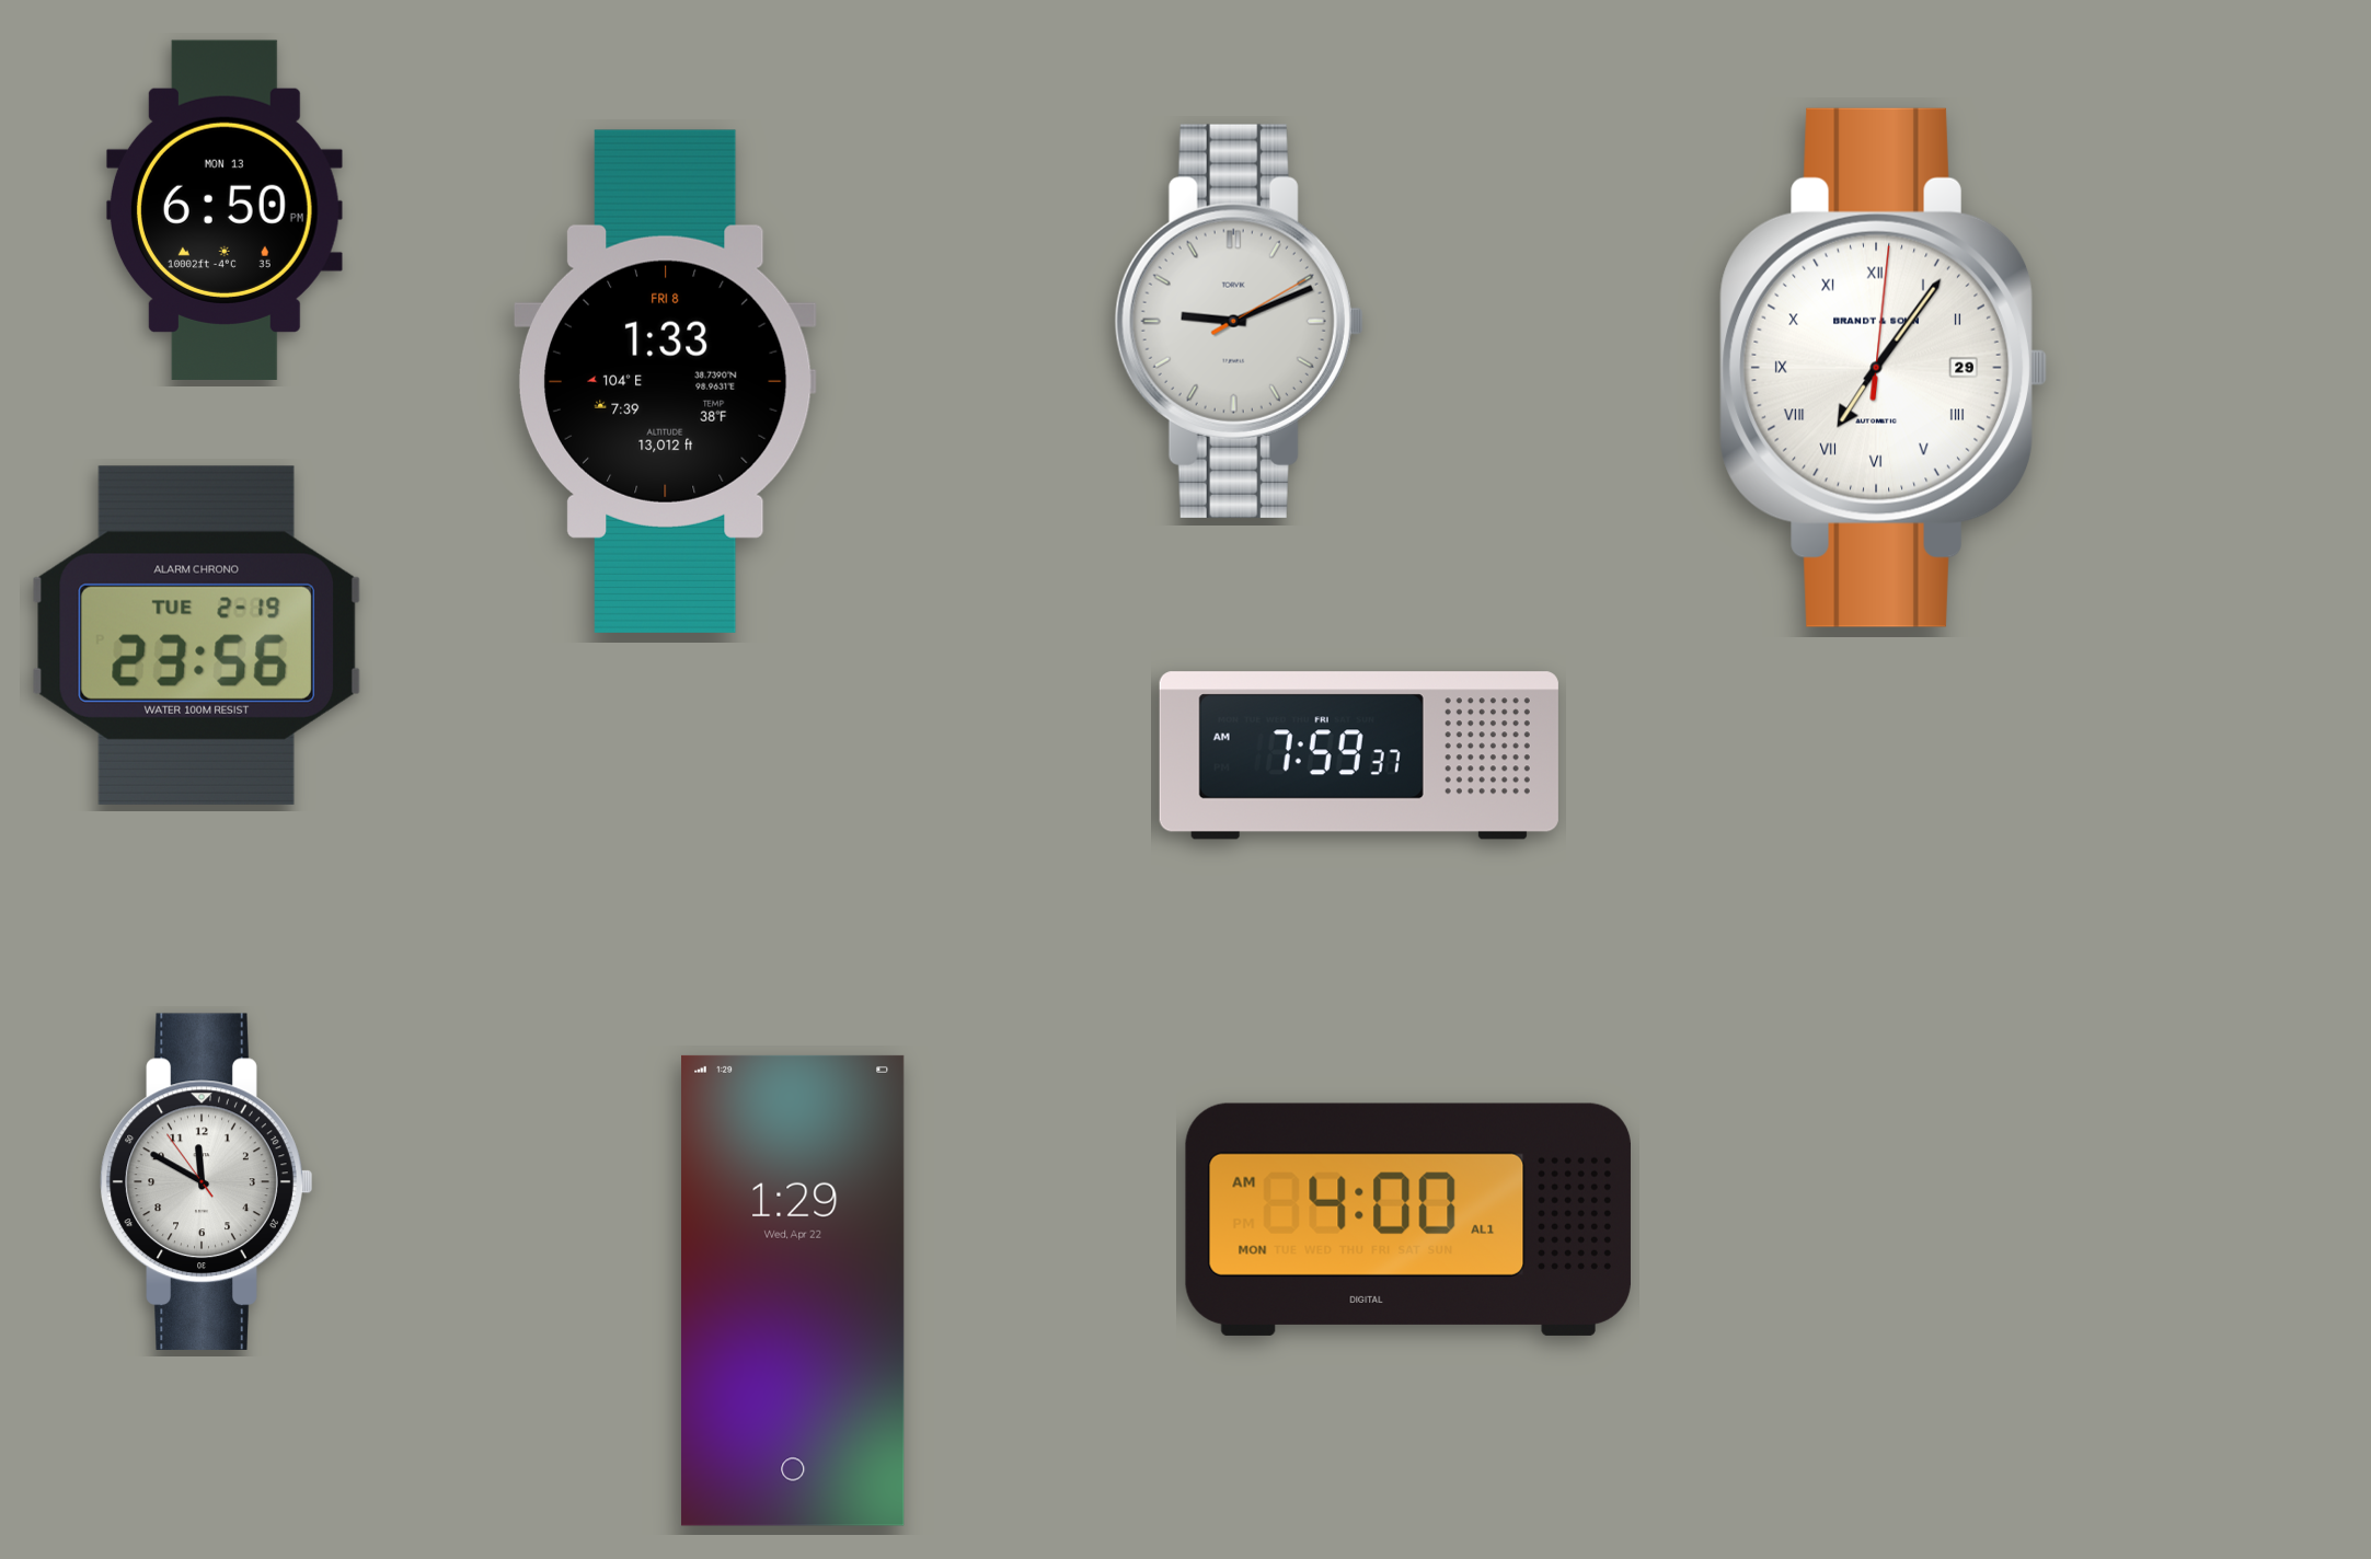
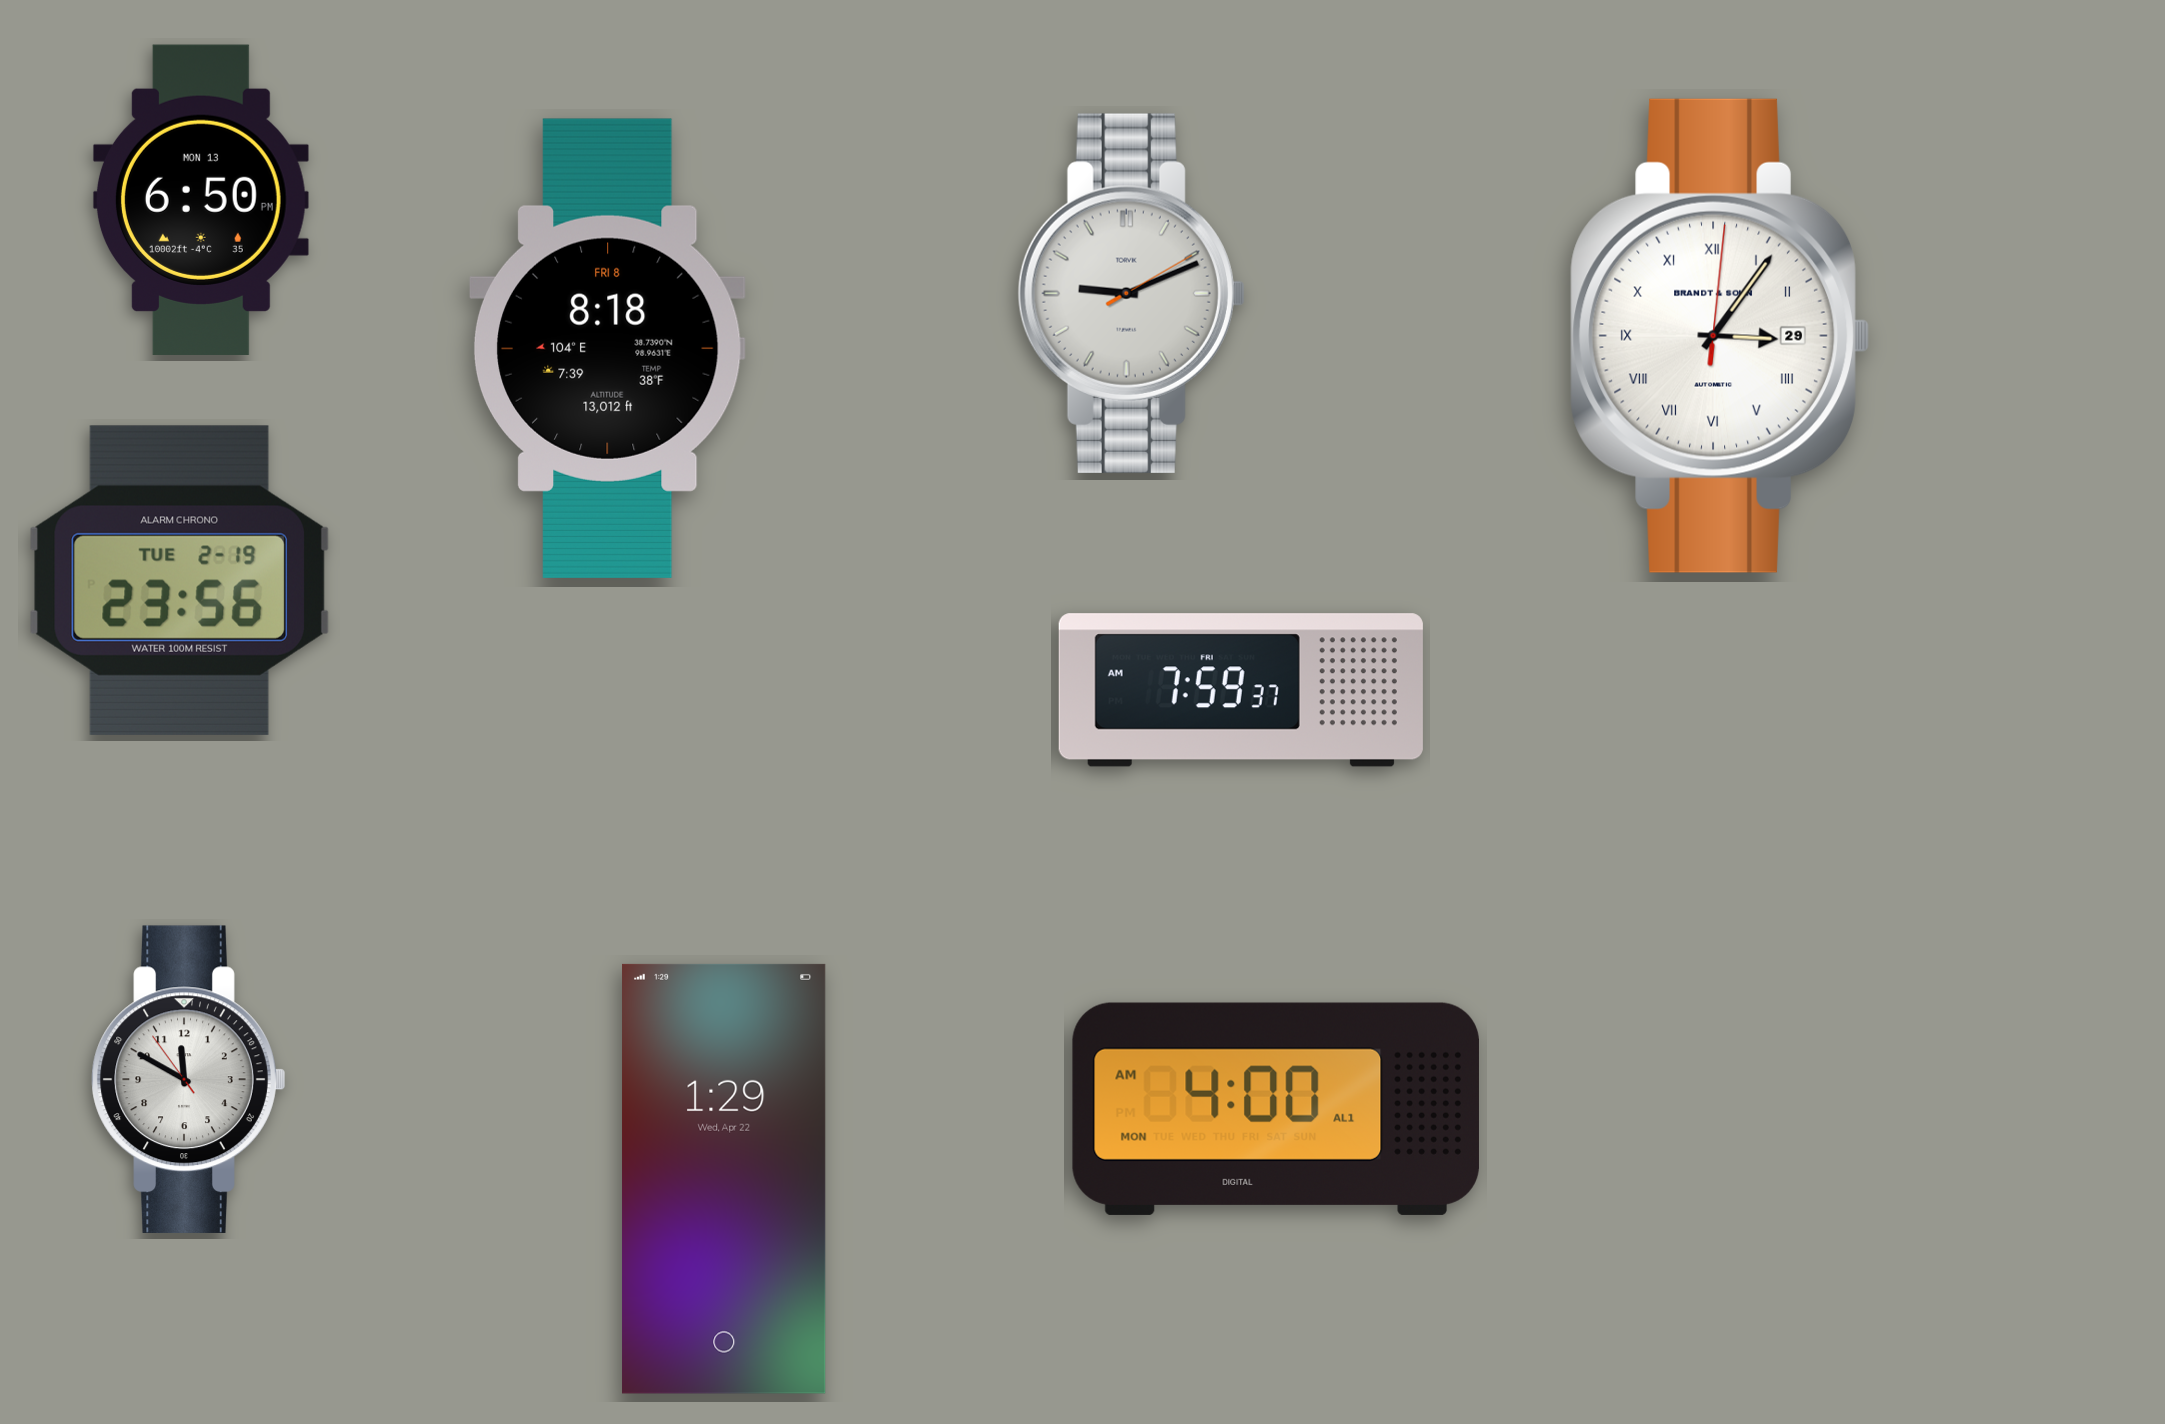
clock at (225, 210) position: (225, 210) -> (201, 200)
clock at (1883, 368): 7:06 -> 3:06
clock at (665, 381): 1:33 -> 8:18
clock at (1408, 1220) position: (1408, 1220) -> (1276, 1109)
